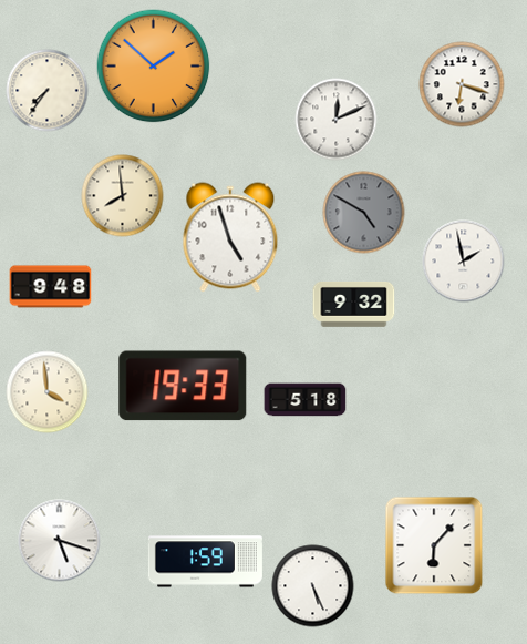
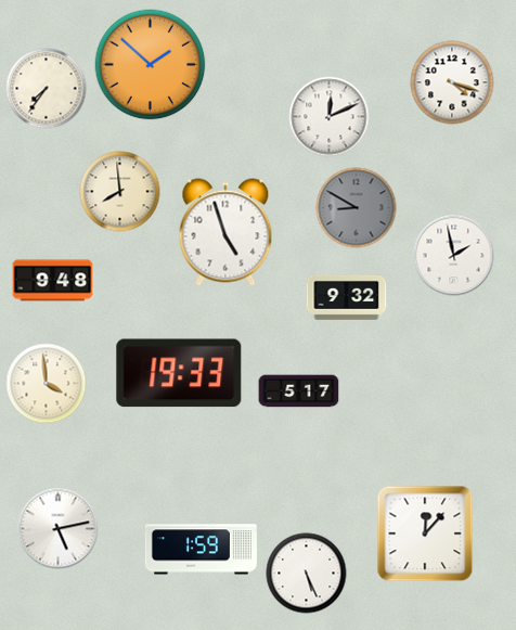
clock at (462, 84): 6:18 -> 4:18
clock at (364, 213): 4:50 -> 8:50
clock at (51, 287) position: (51, 287) -> (53, 281)
clock at (183, 386) position: (183, 386) -> (179, 373)
clock at (306, 400): 5:18 -> 5:17
clock at (60, 541): 5:18 -> 5:13
clock at (434, 545): 6:07 -> 12:07
